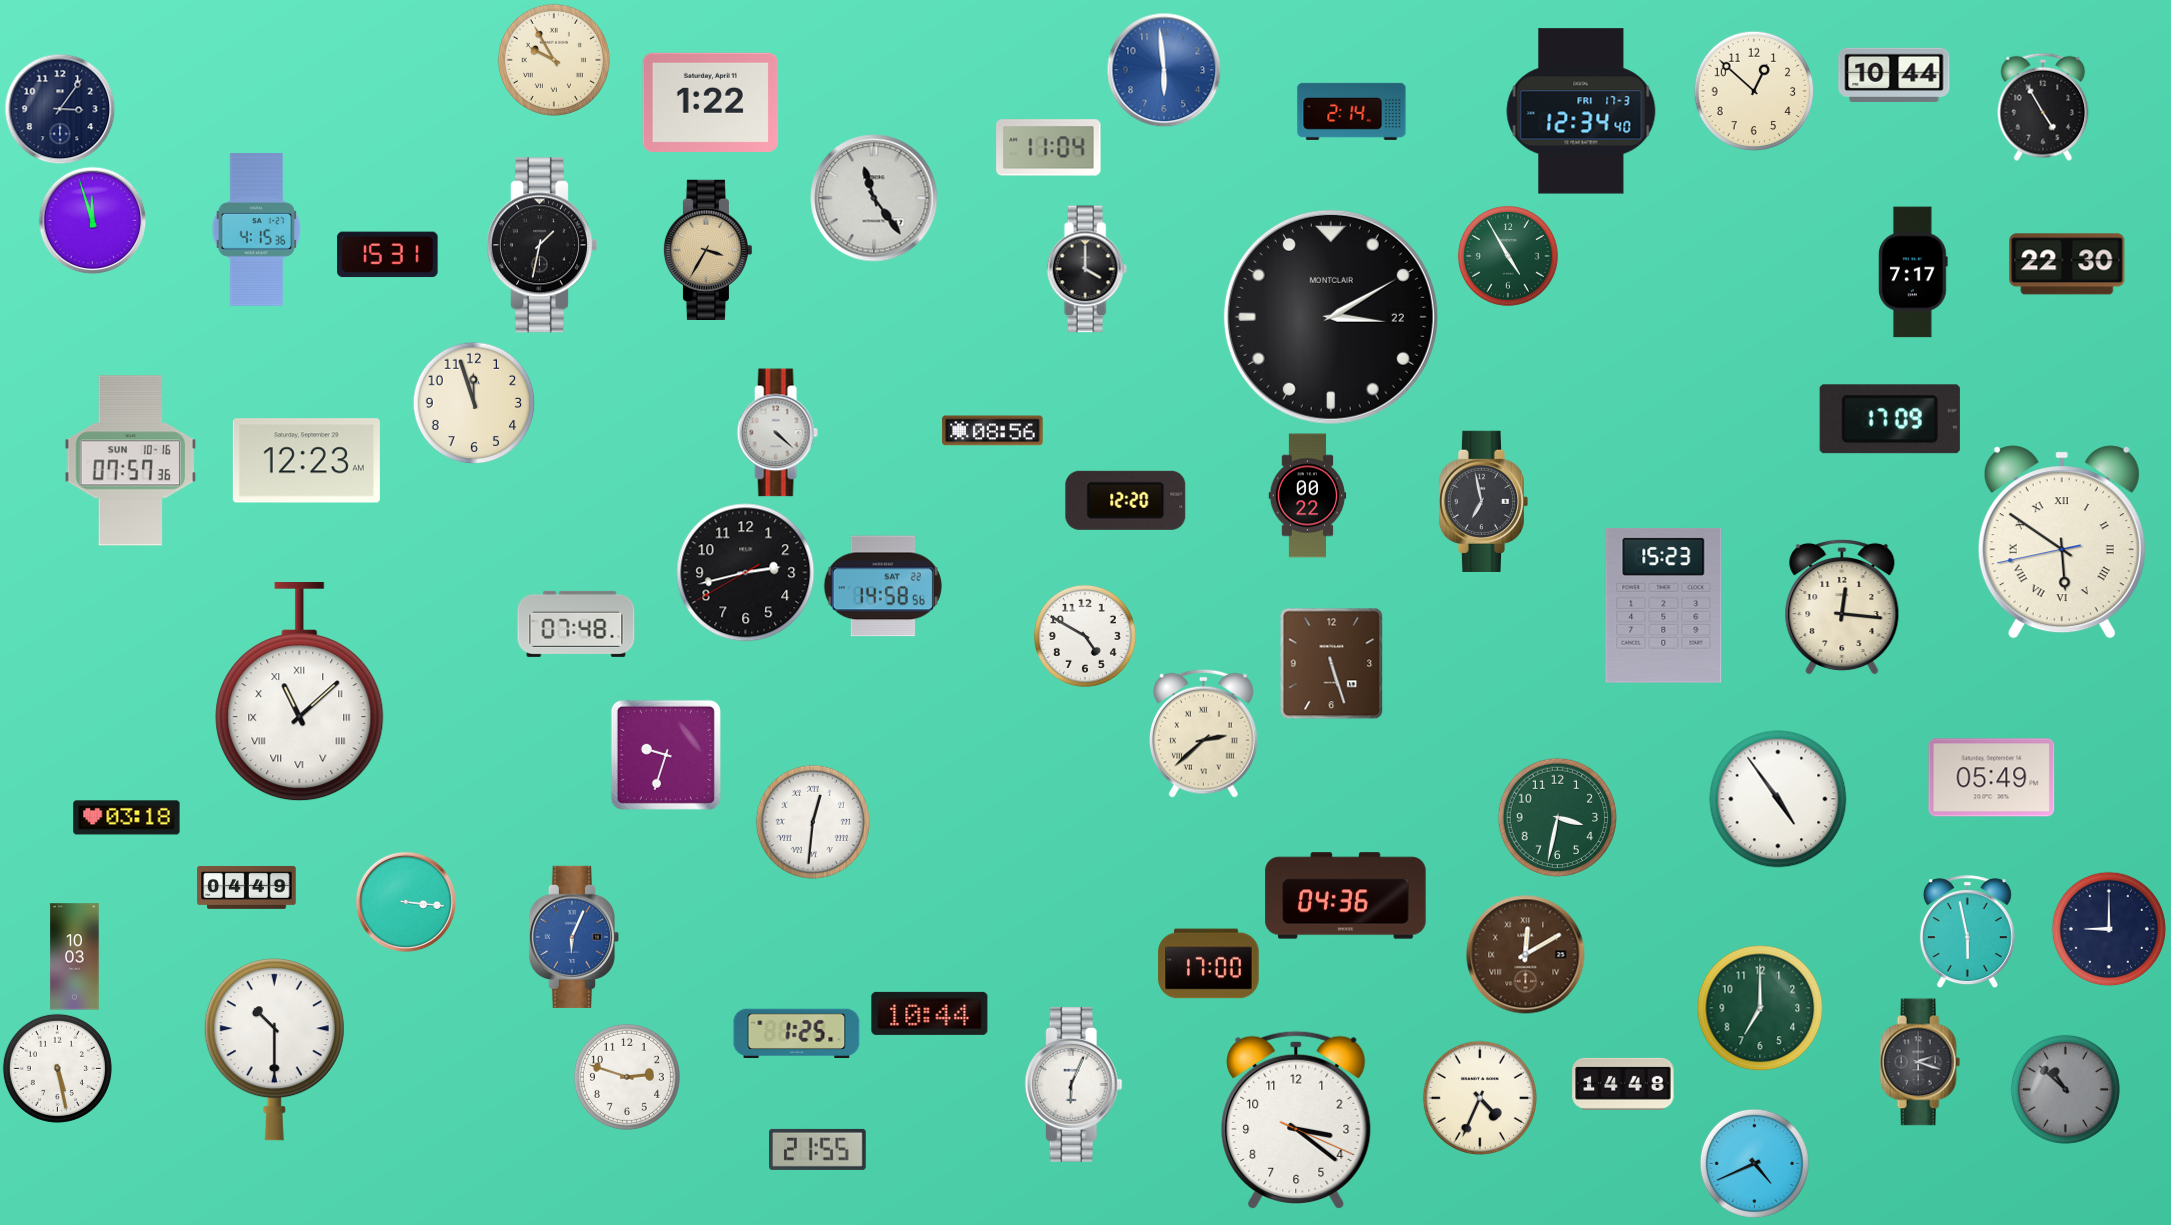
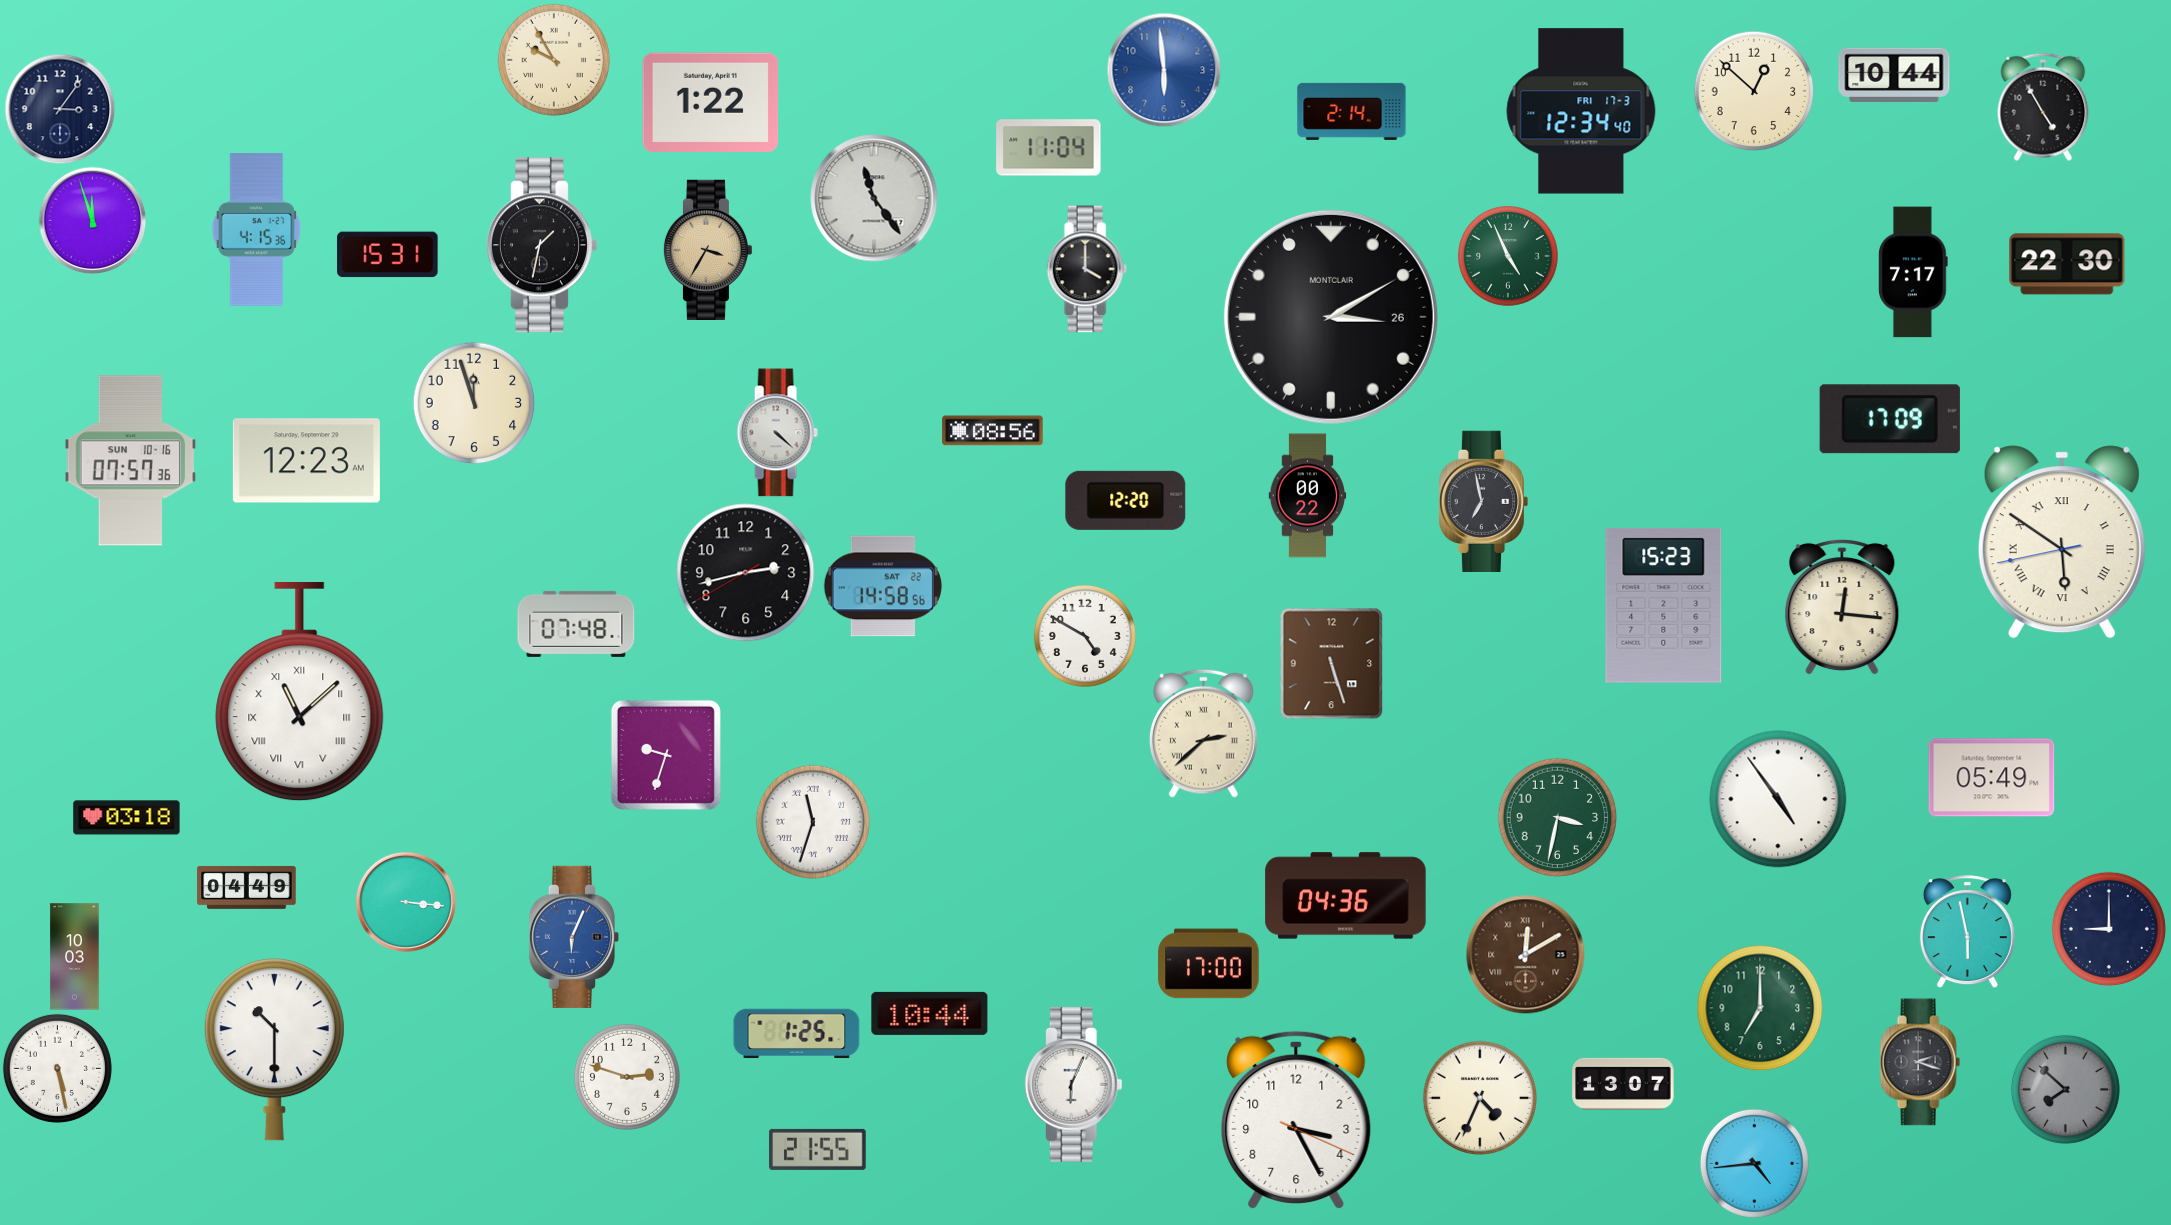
clock at (1509, 257): 4:55 -> 4:56
clock at (1331, 317) date: 22 -> 26
clock at (813, 822): 12:31 -> 11:33
clock at (1623, 1084): 14:48 -> 13:07
clock at (2065, 1089): 10:52 -> 7:52
clock at (1296, 1120): 3:21 -> 3:25
clock at (1754, 1163): 4:41 -> 4:44
